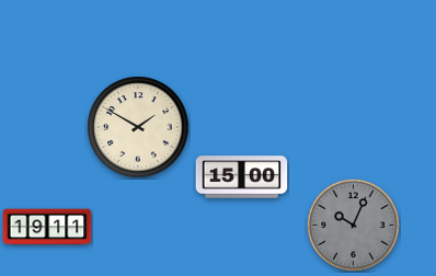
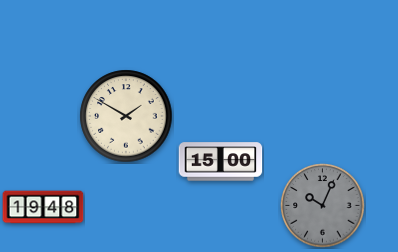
clock at (47, 227): 19:11 -> 19:48
